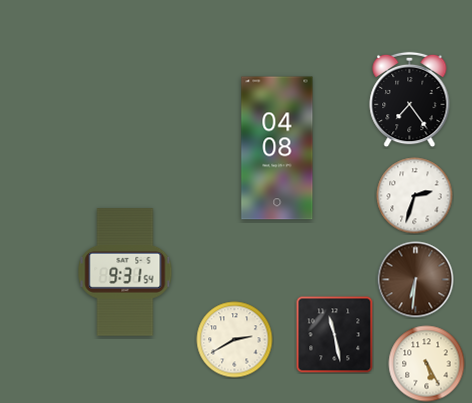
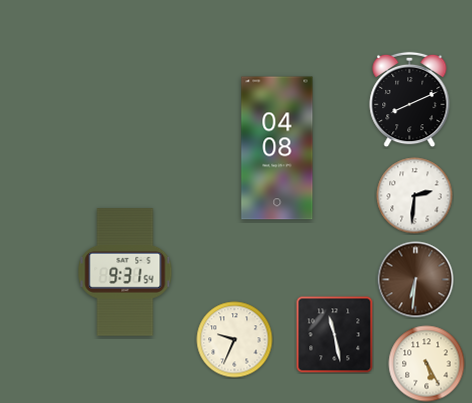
clock at (410, 100): 7:24 -> 8:11
clock at (415, 196): 2:33 -> 2:31
clock at (235, 340): 2:40 -> 9:34
